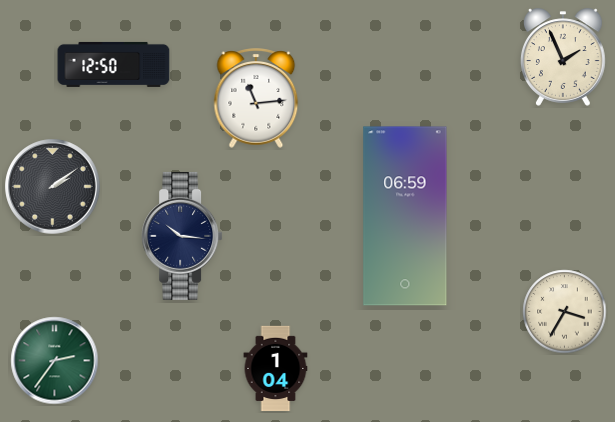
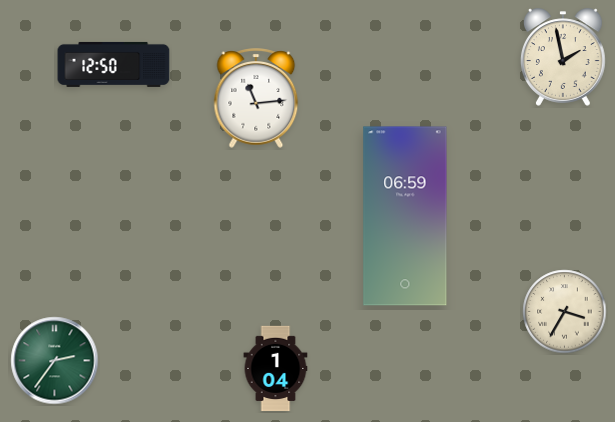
clock at (563, 57): 1:56 -> 1:58
clock at (53, 187): 2:09 -> none
clock at (182, 236): 10:16 -> none
